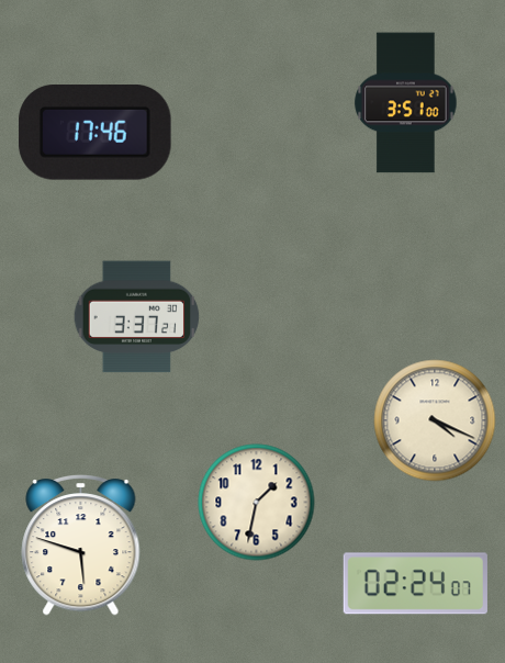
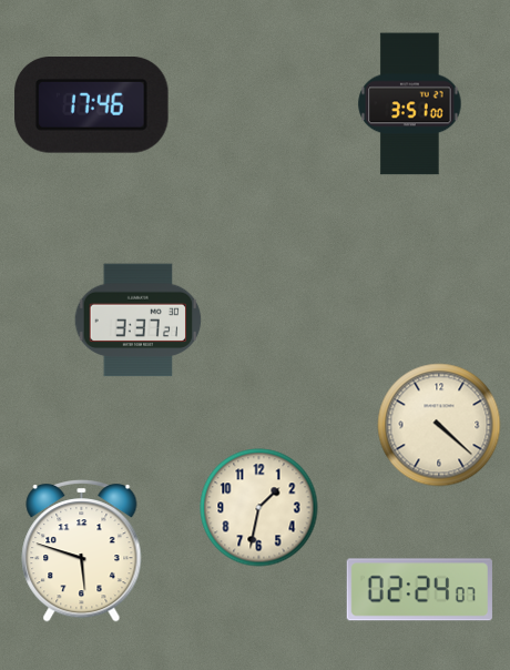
clock at (96, 133) position: (96, 133) -> (92, 105)
clock at (435, 420): 4:19 -> 4:22
